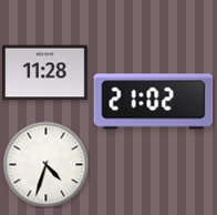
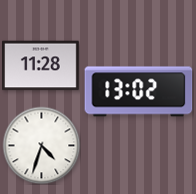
clock at (154, 102): 21:02 -> 13:02
clock at (45, 164) position: (45, 164) -> (41, 145)
